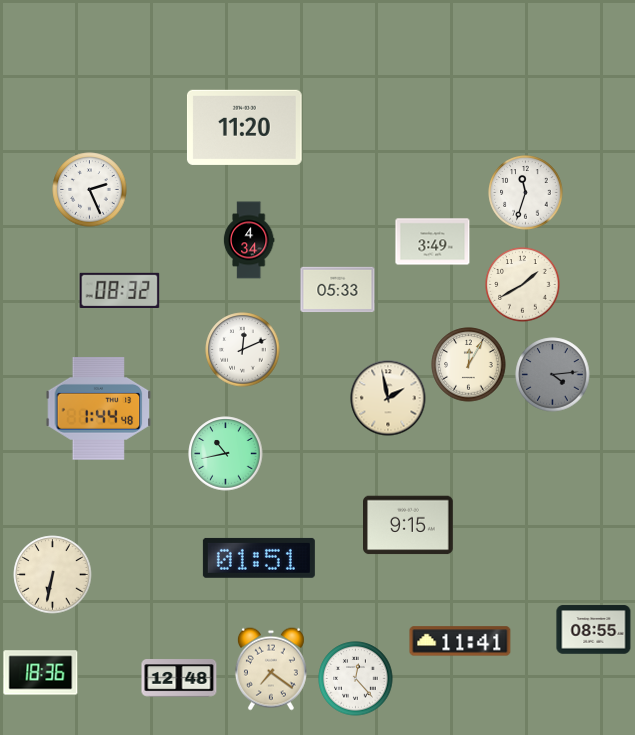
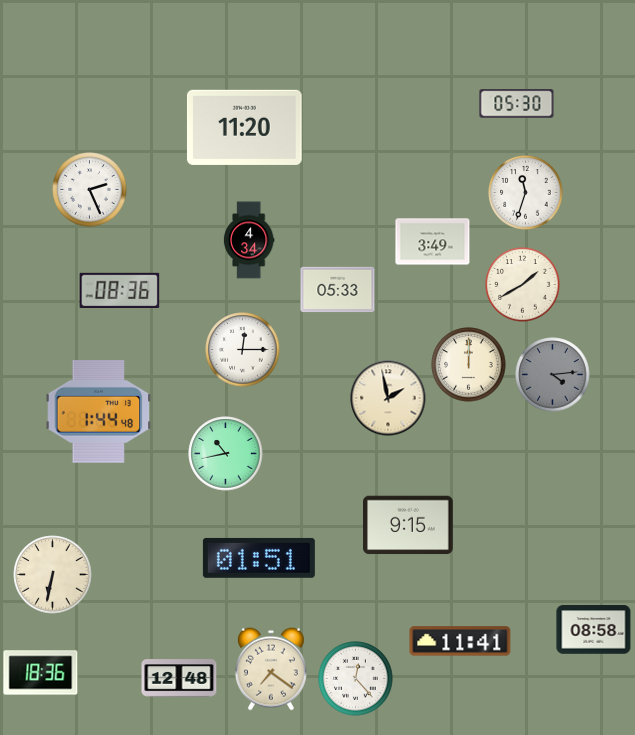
clock at (517, 104): none -> 05:30
clock at (120, 290): 08:32 -> 08:36
clock at (243, 350): 12:11 -> 12:15
clock at (469, 365): 12:05 -> 12:00
clock at (99, 409) position: (99, 409) -> (99, 412)
clock at (594, 630): 08:55 -> 08:58
